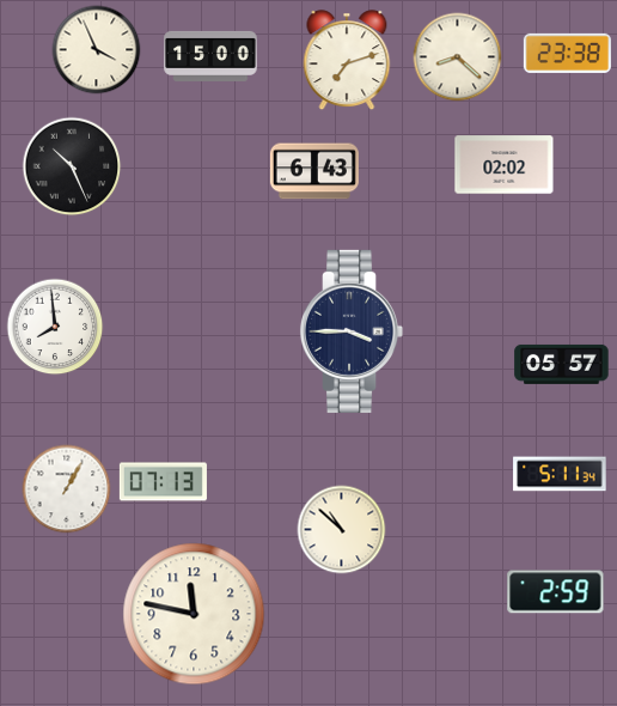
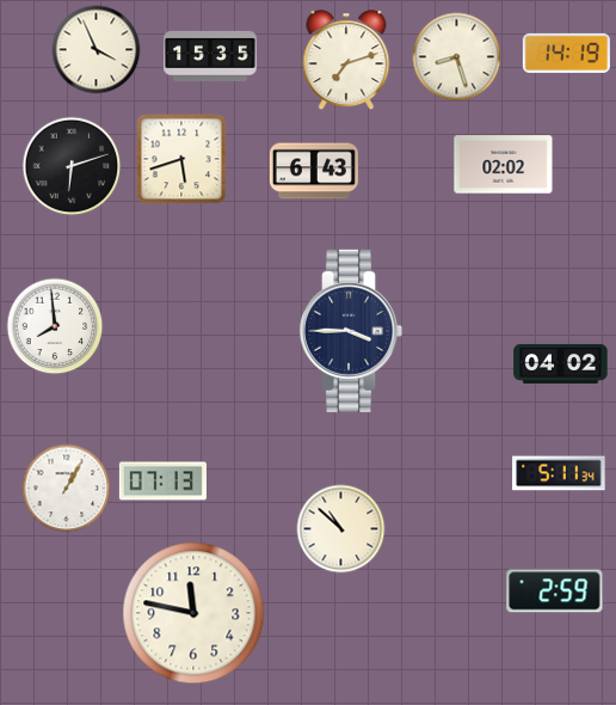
clock at (567, 53): 23:38 -> 14:19
clock at (210, 56): 15:00 -> 15:35
clock at (458, 57): 8:22 -> 8:27
clock at (181, 159): none -> 5:42
clock at (72, 166): 10:26 -> 6:12
clock at (562, 364): 05:57 -> 04:02
